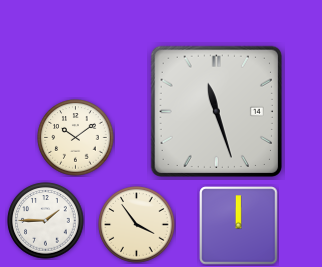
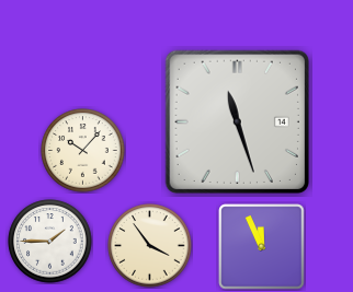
clock at (76, 138): 10:09 -> 10:07
clock at (239, 226): 12:00 -> 11:56
